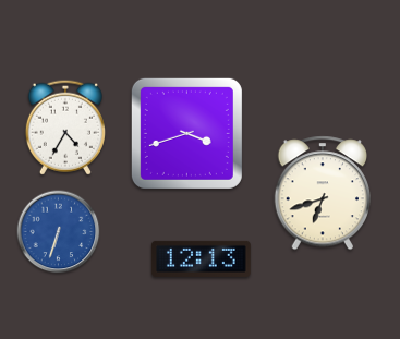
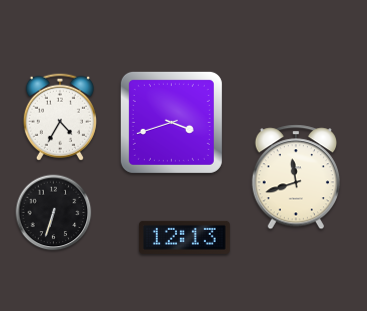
clock at (322, 193): 6:42 -> 11:42
clock at (59, 232) dial: blue -> black
